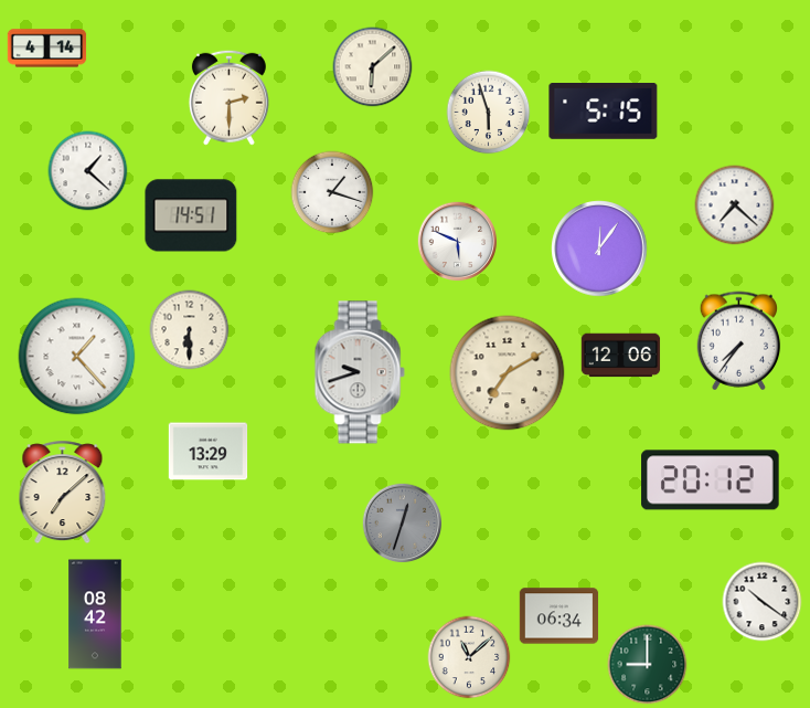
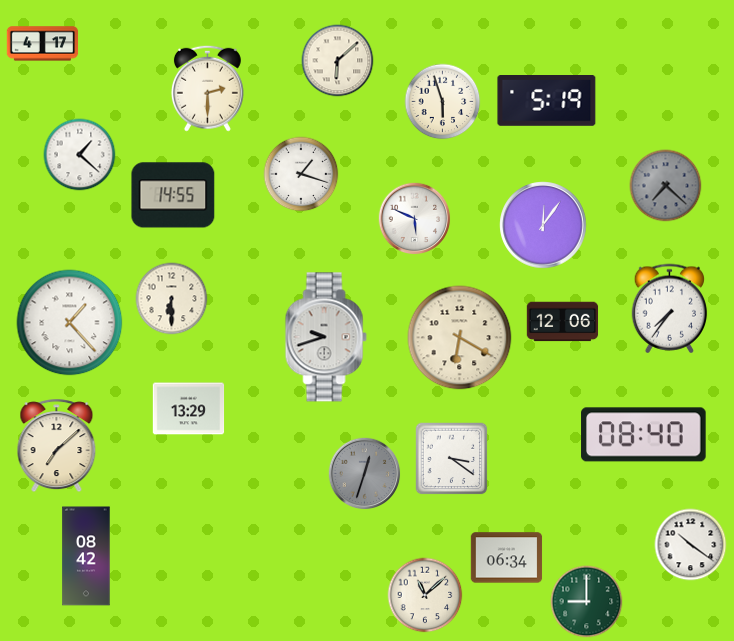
clock at (47, 49): 4:14 -> 4:17
clock at (604, 112): 5:15 -> 5:19
clock at (735, 205) dial: white -> grey
clock at (191, 215): 14:51 -> 14:55
clock at (508, 373): 7:10 -> 6:20
clock at (711, 480): 20:12 -> 08:40
clock at (452, 459): none -> 3:21
